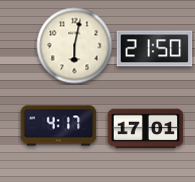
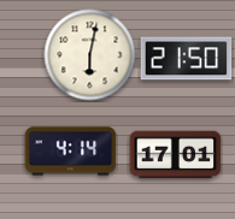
clock at (59, 126): 4:17 -> 4:14
